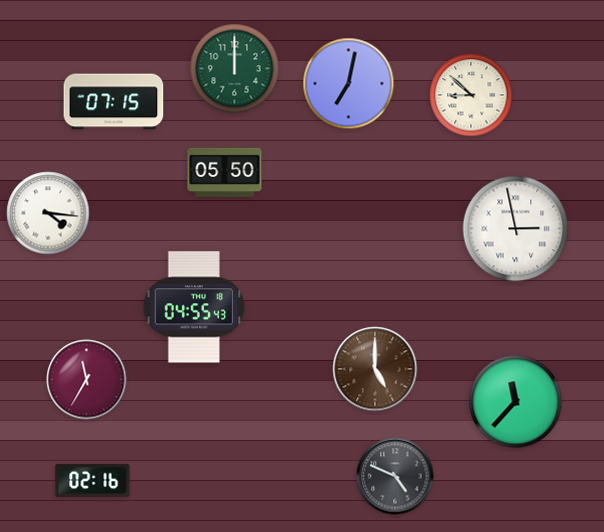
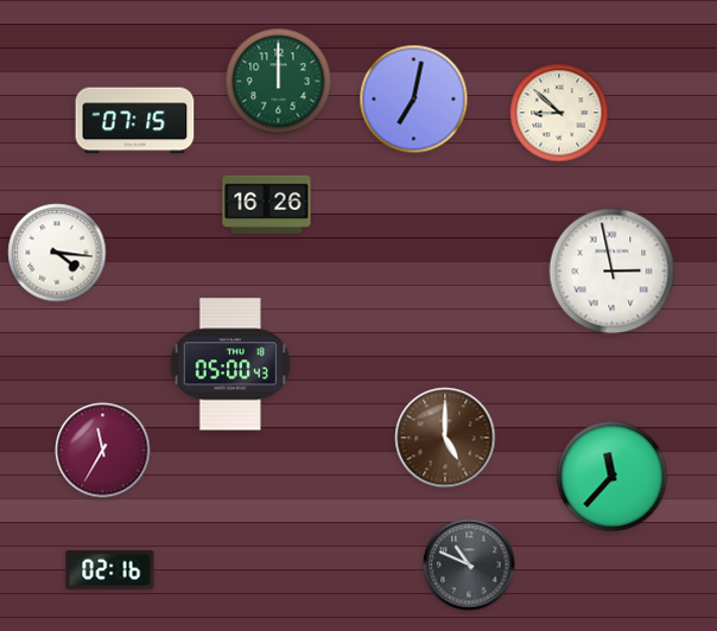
clock at (225, 172): 05:50 -> 16:26
clock at (194, 307): 04:55 -> 05:00
clock at (395, 476): 4:49 -> 10:49
